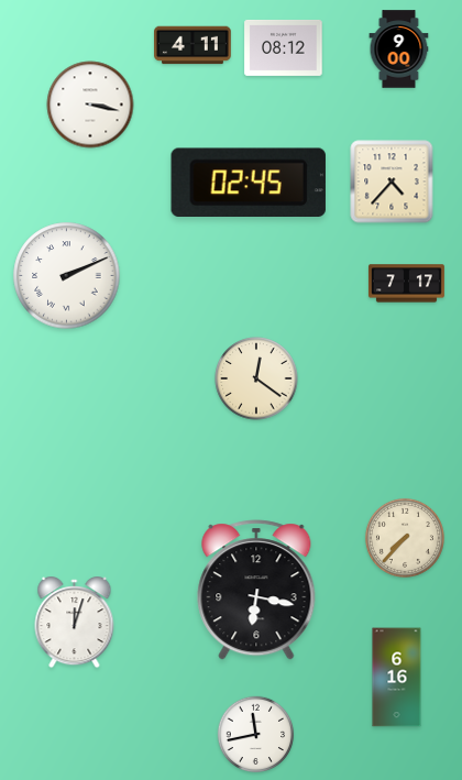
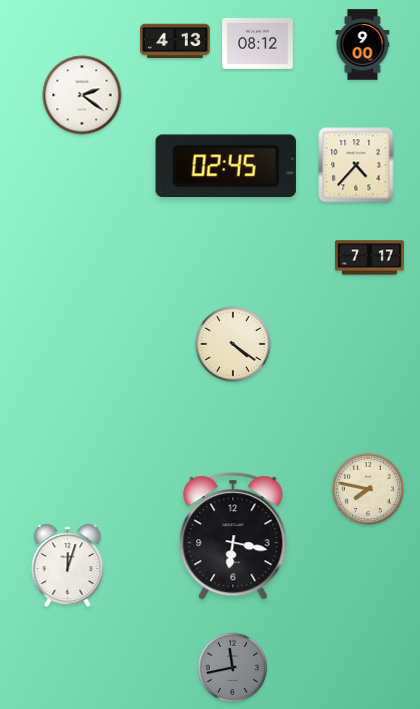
clock at (193, 45): 4:11 -> 4:13
clock at (90, 105): 3:17 -> 2:21
clock at (67, 276): 2:11 -> none
clock at (256, 378): 12:21 -> 4:21
clock at (405, 538): 7:37 -> 7:47
clock at (397, 678): 6:16 -> none
clock at (256, 735) dial: white -> grey
